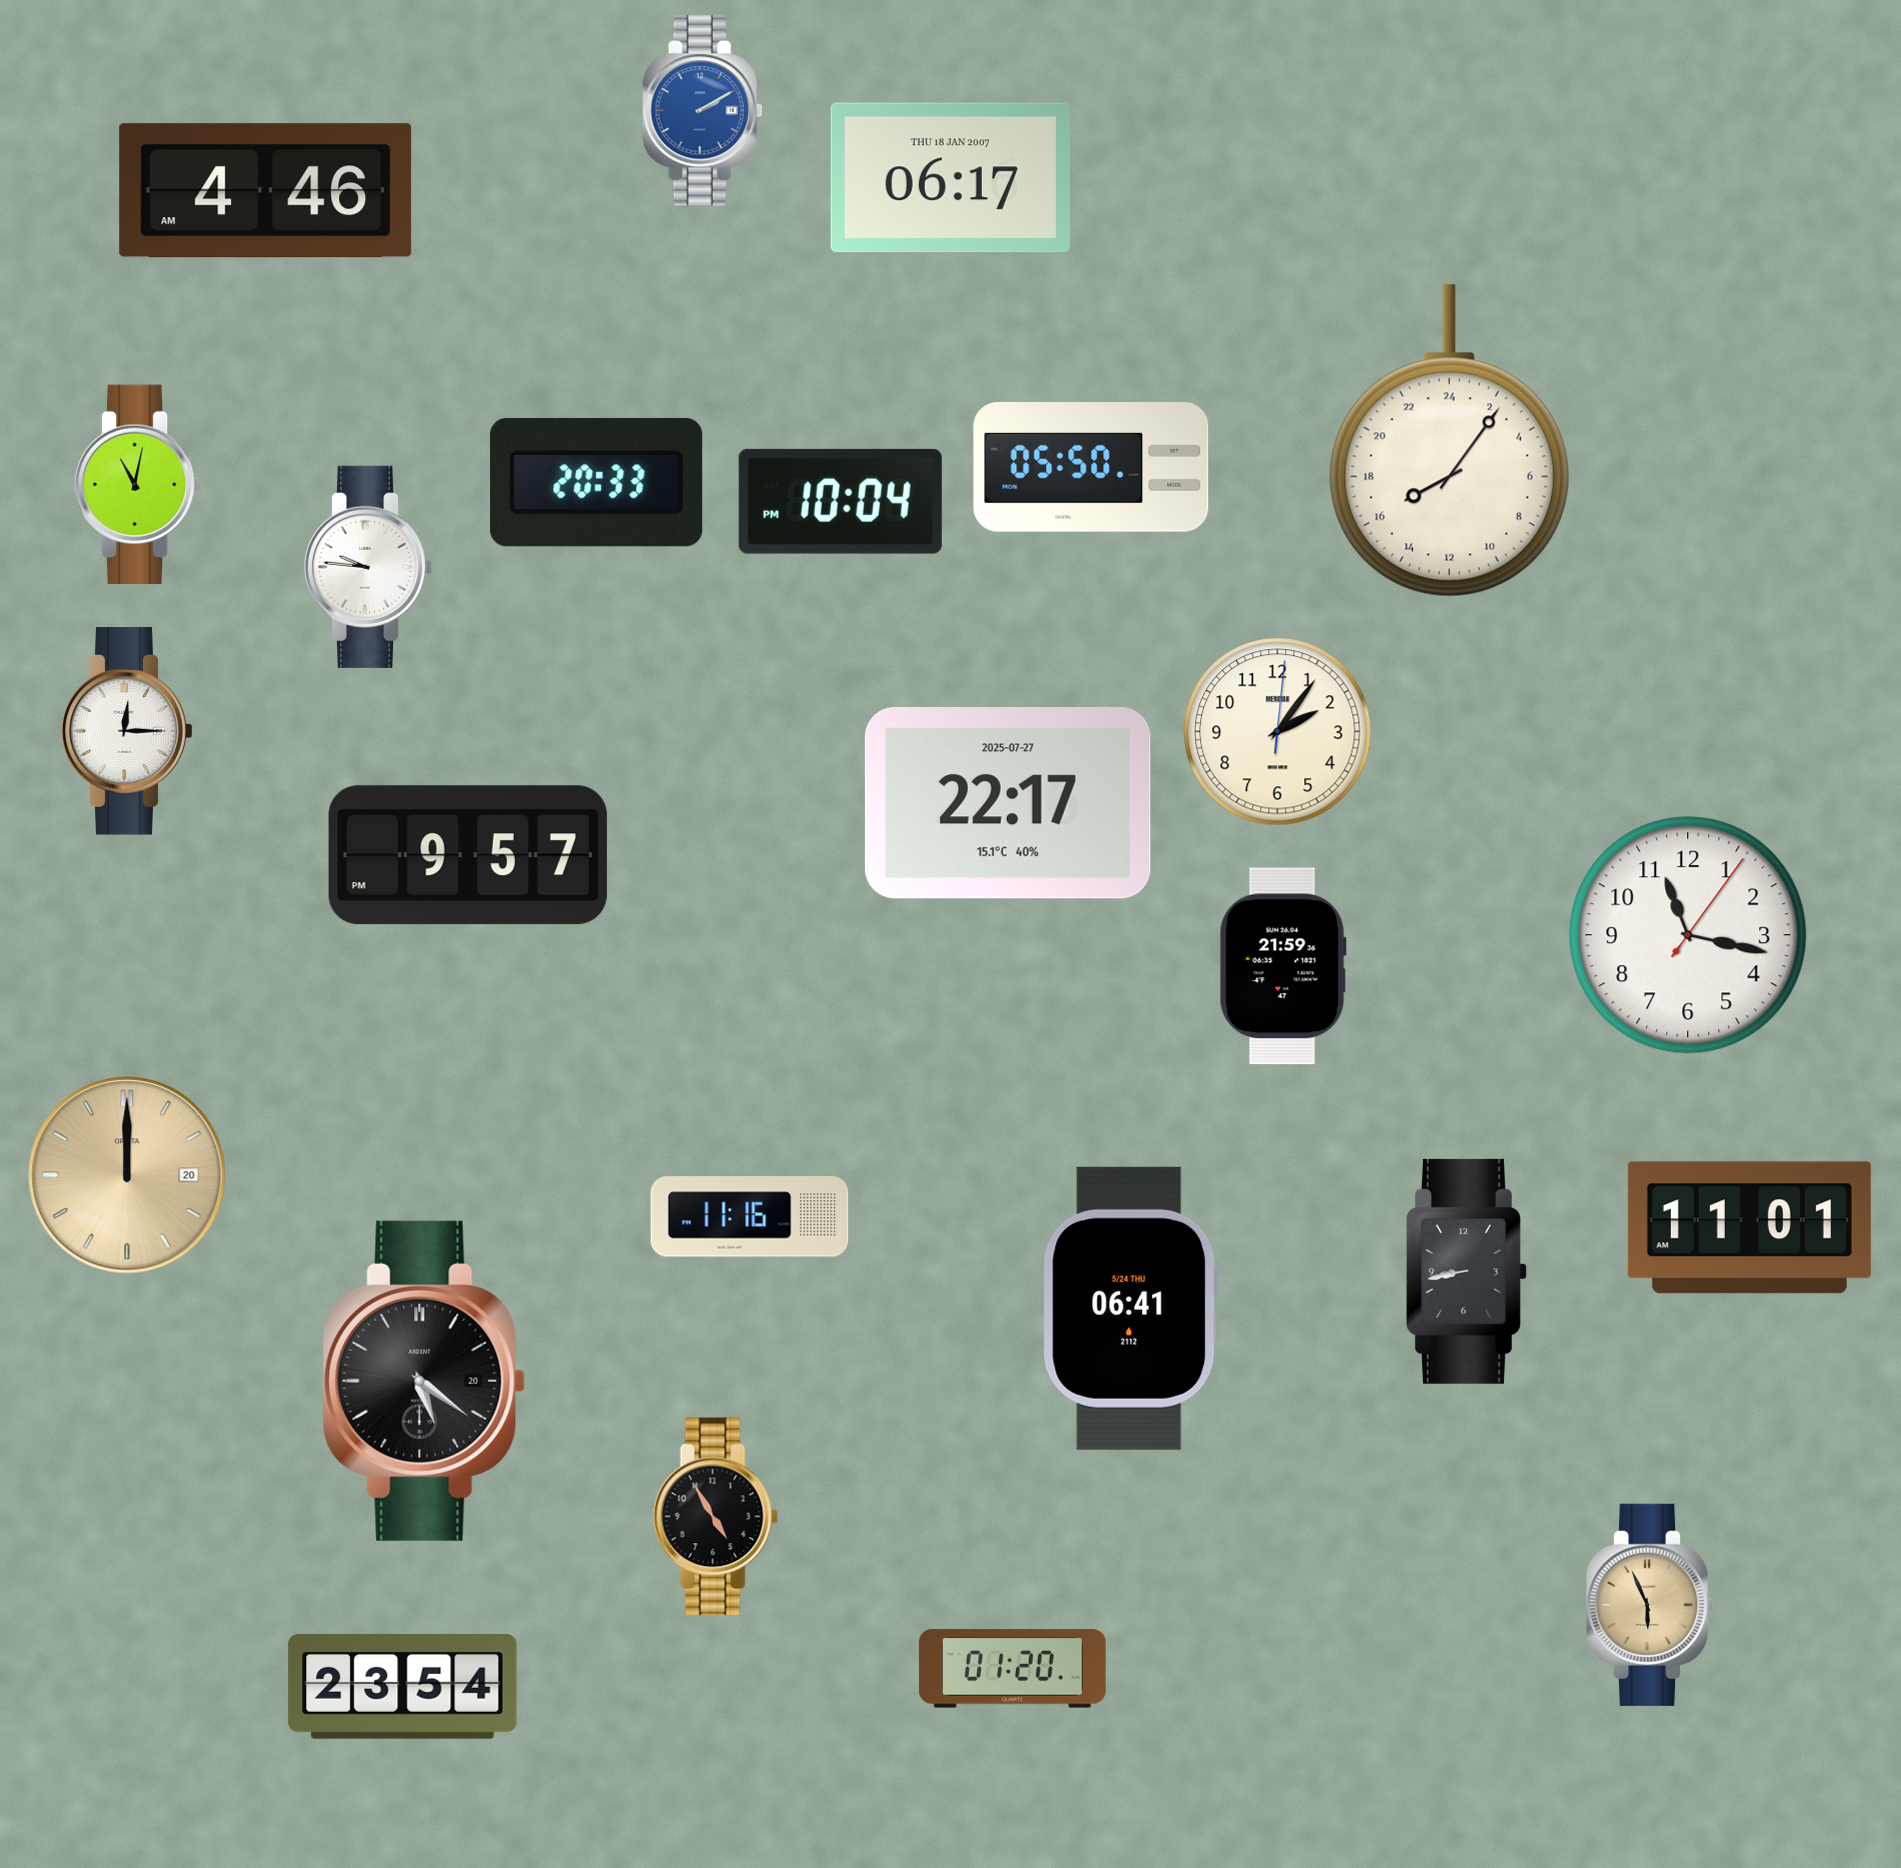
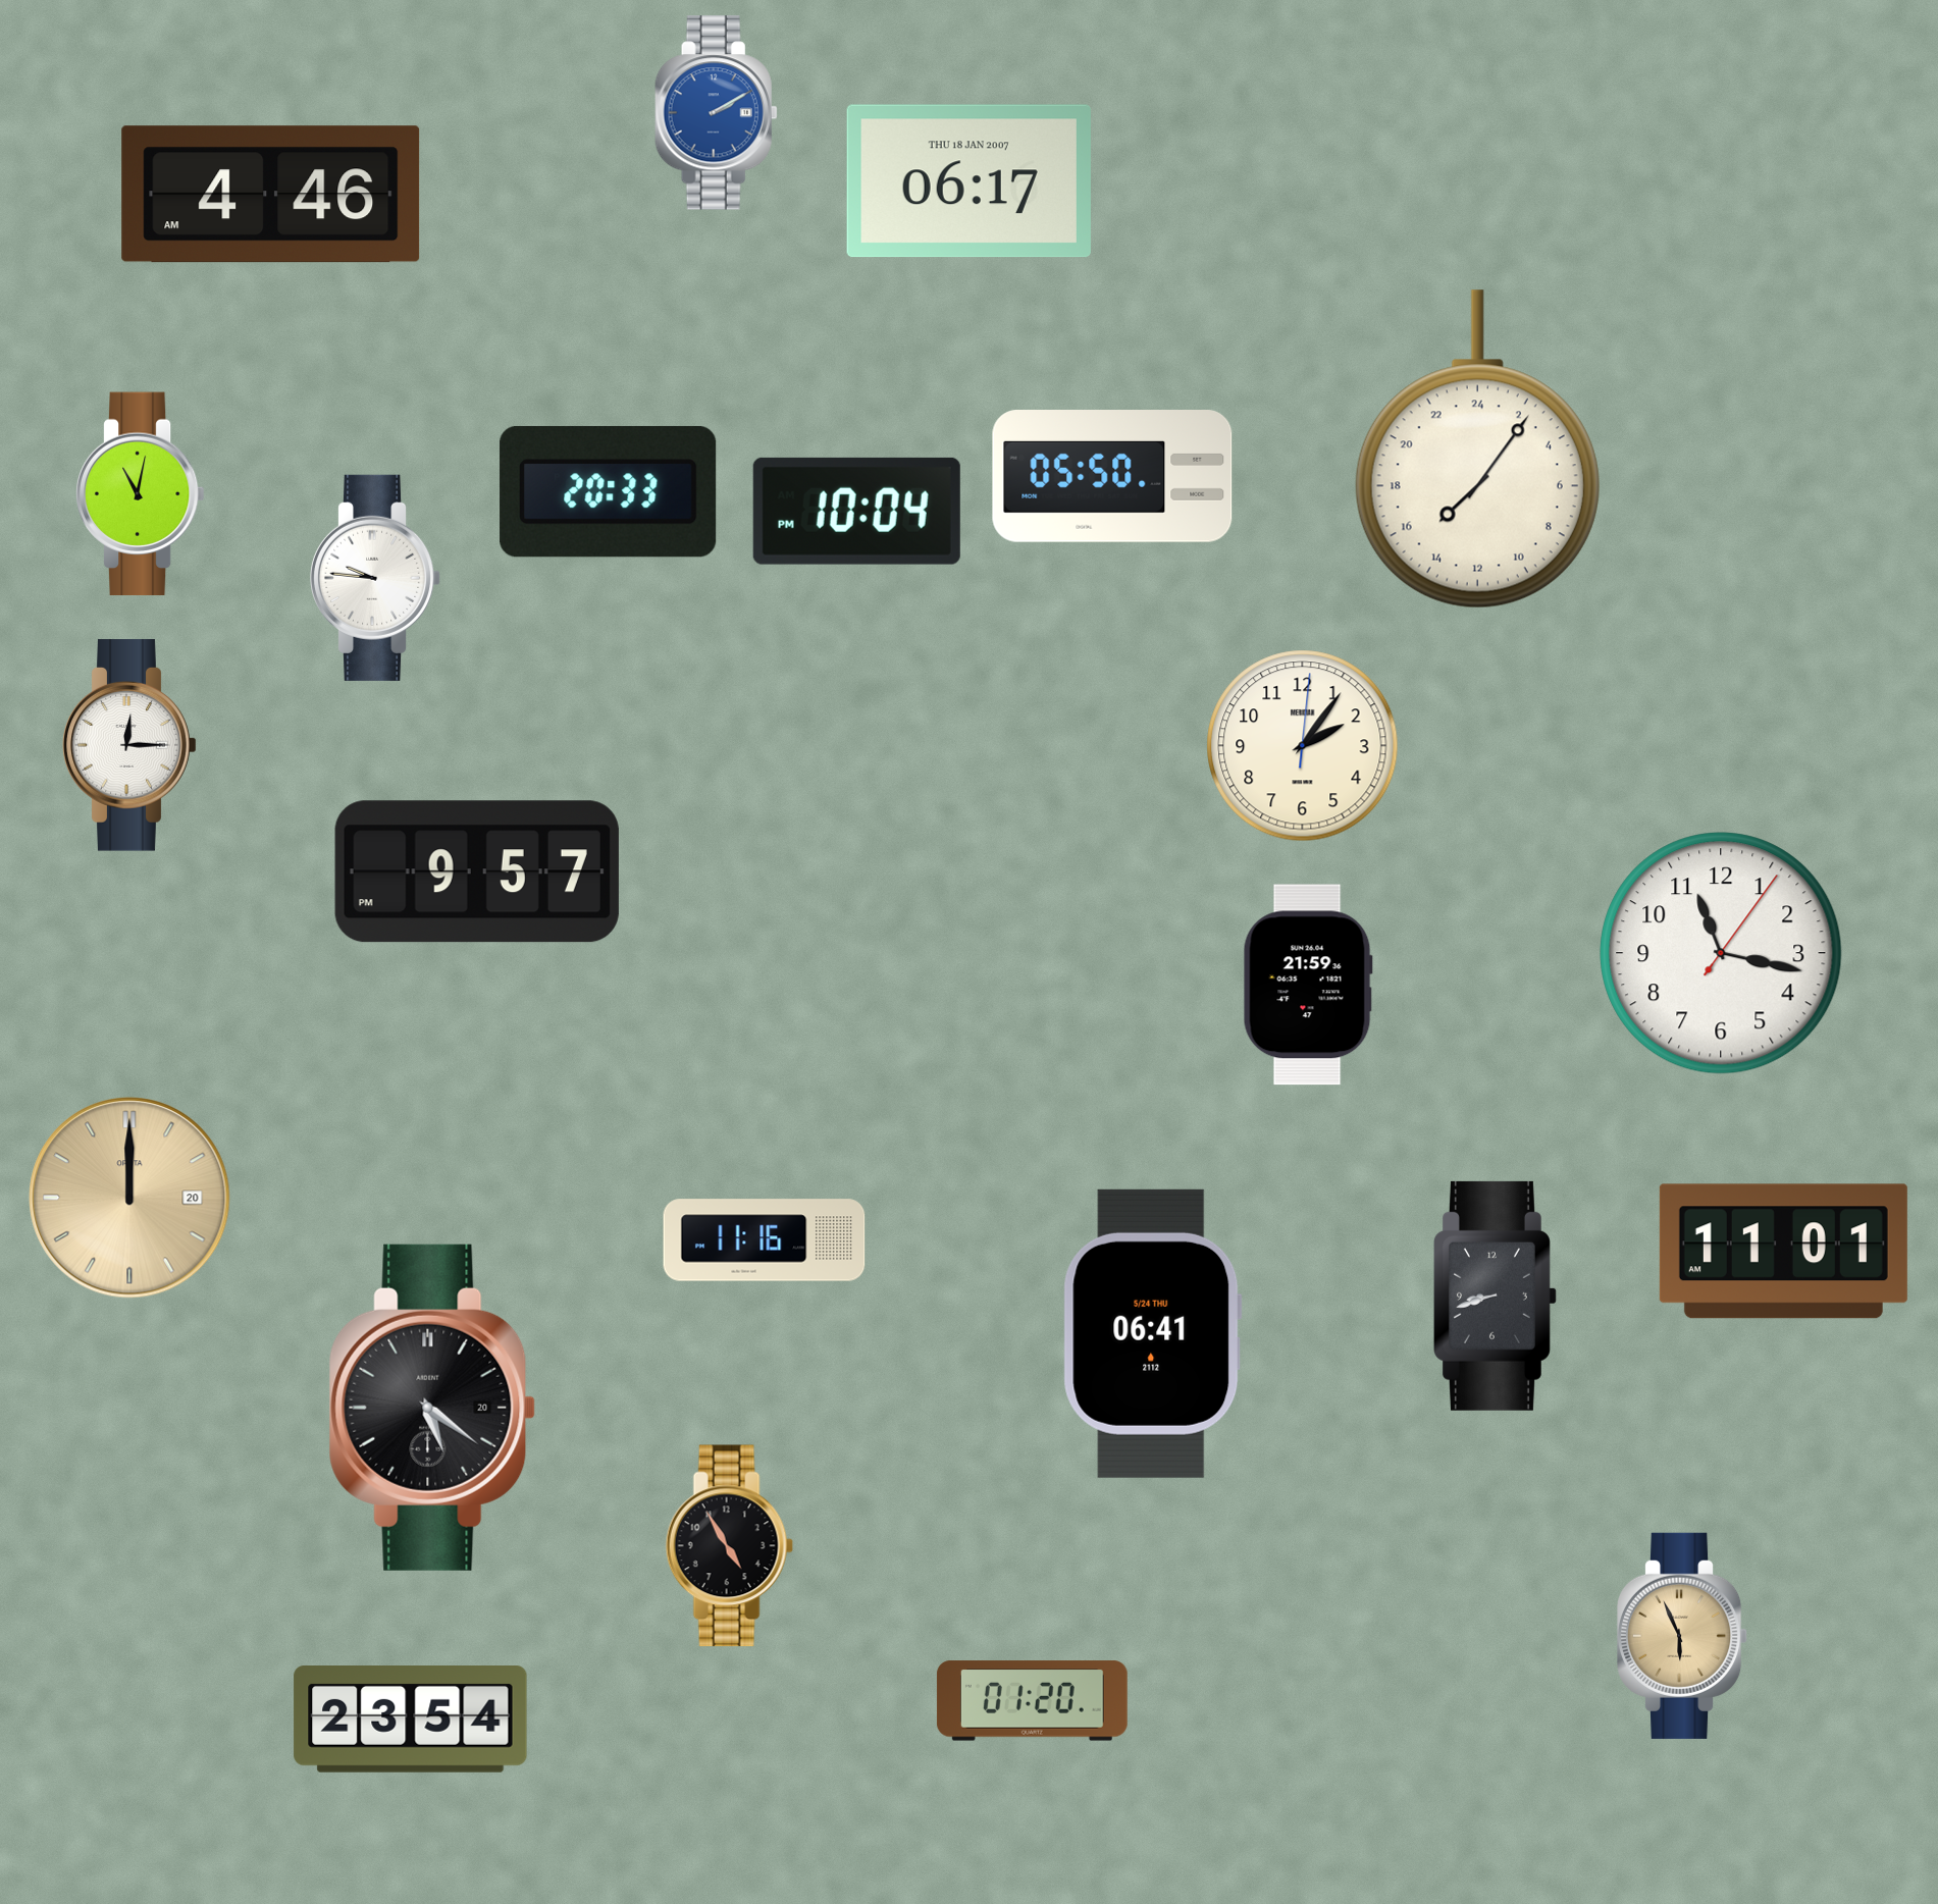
clock at (1449, 441): 16:06 -> 15:06
clock at (1008, 803): 22:17 -> none
clock at (1466, 1271): 8:43 -> 8:42
